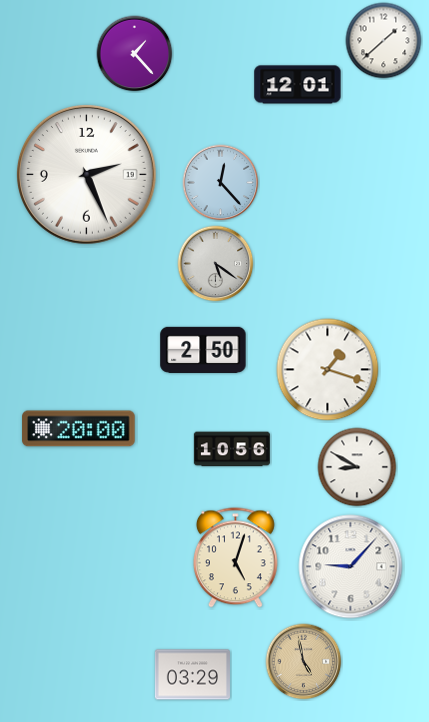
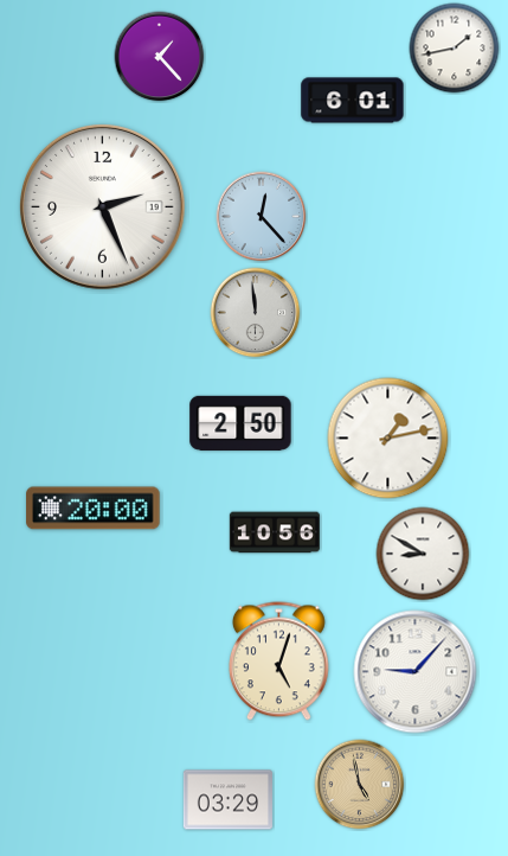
clock at (384, 41): 1:38 -> 1:43
clock at (135, 54) position: (135, 54) -> (160, 57)
clock at (298, 85): 12:01 -> 6:01
clock at (216, 264): 5:21 -> 11:59
clock at (203, 350) position: (203, 350) -> (240, 423)
clock at (328, 370): 1:18 -> 1:13
